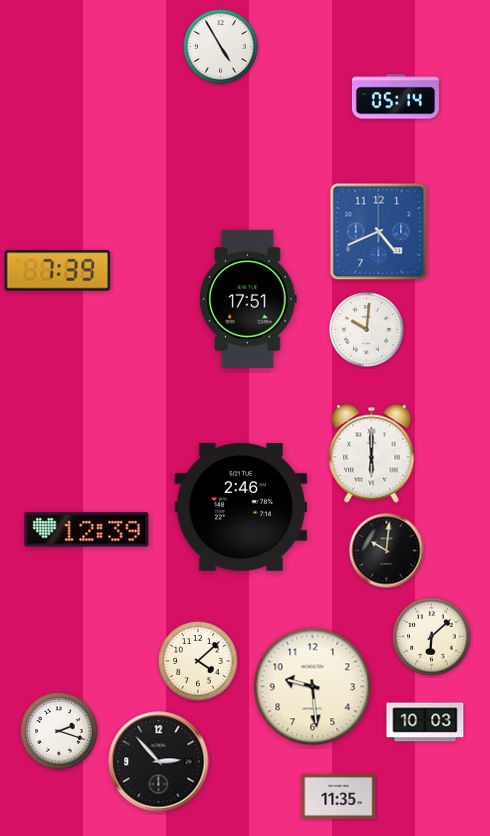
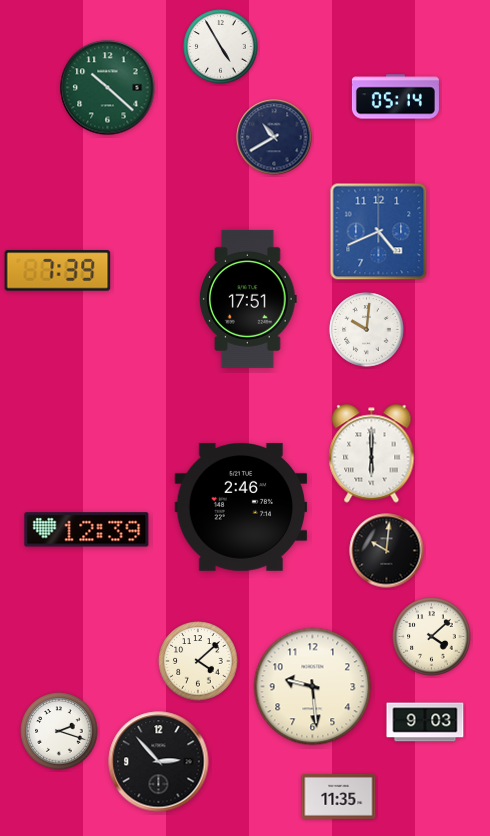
clock at (108, 88): none -> 10:22
clock at (274, 137): none -> 10:40
clock at (432, 637): 6:08 -> 4:08
clock at (425, 722): 10:03 -> 9:03
